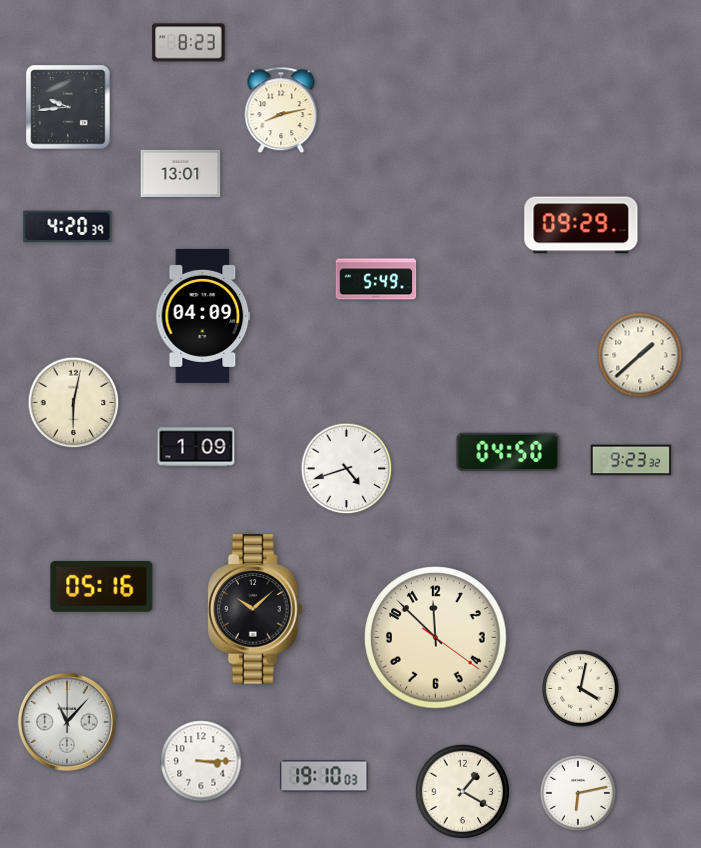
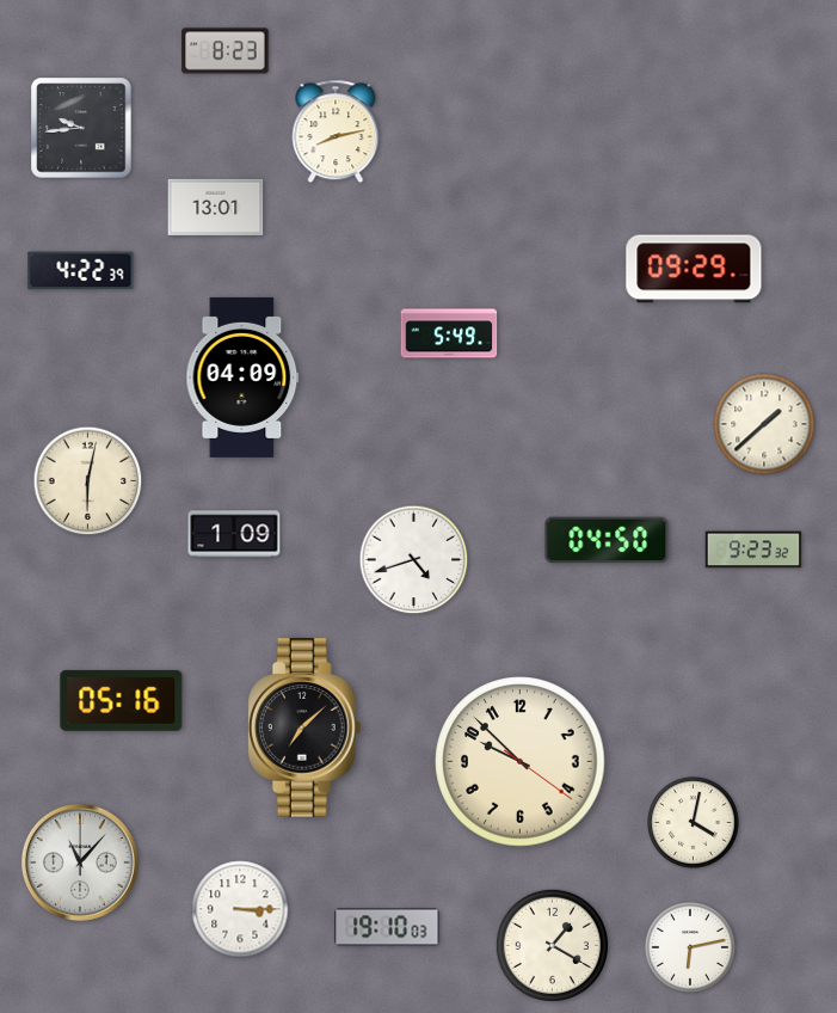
clock at (68, 227): 4:20 -> 4:22
clock at (255, 609): 10:08 -> 7:08
clock at (436, 638): 11:52 -> 9:52
